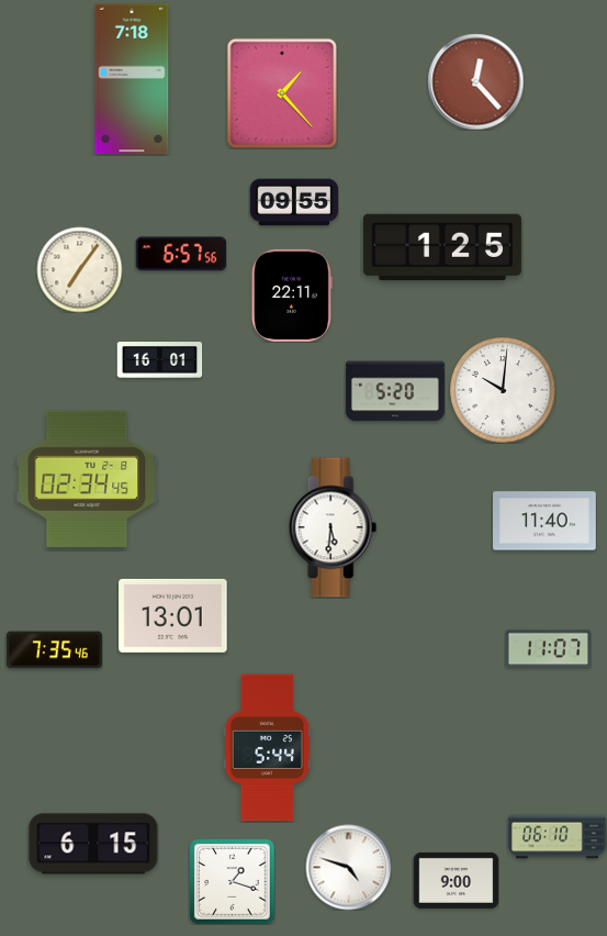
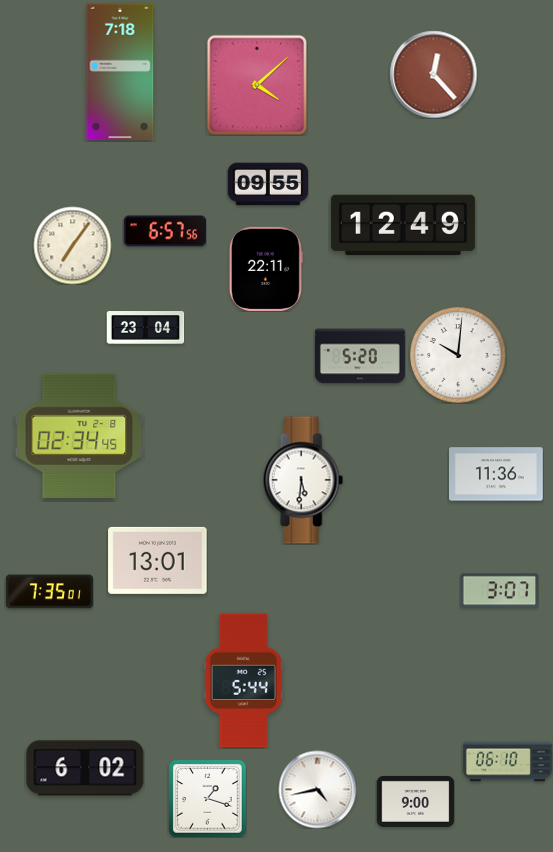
clock at (281, 92): 1:23 -> 4:08
clock at (442, 247): 1:25 -> 12:49
clock at (159, 360): 16:01 -> 23:04
clock at (546, 521): 11:40 -> 11:36
clock at (548, 649): 11:07 -> 3:07
clock at (54, 650): 7:35:46 -> 7:35:01
clock at (93, 844): 6:15 -> 6:02
clock at (348, 867): 4:48 -> 4:43
clock at (232, 881) position: (232, 881) -> (207, 798)
